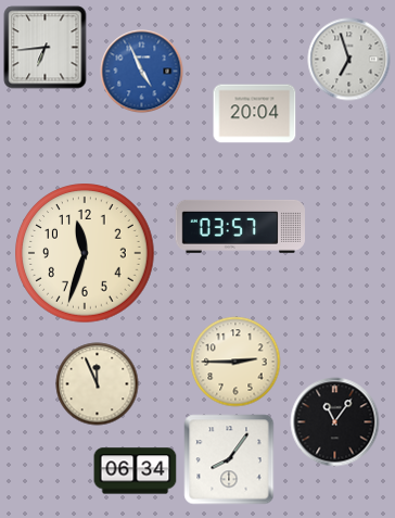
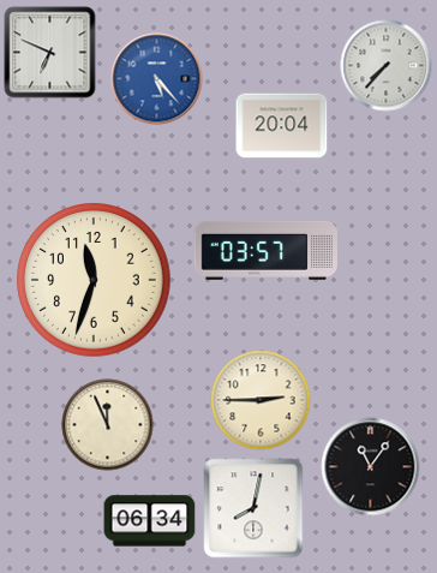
clock at (46, 48): 6:44 -> 6:49
clock at (349, 60): 6:57 -> 7:37
clock at (142, 72): 4:56 -> 5:23
clock at (229, 459): 8:06 -> 8:02
